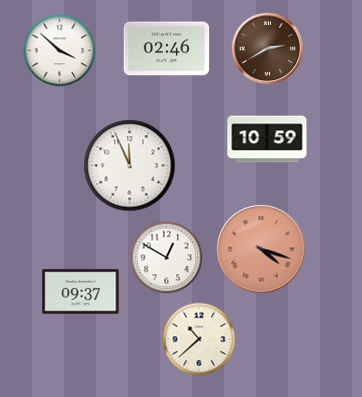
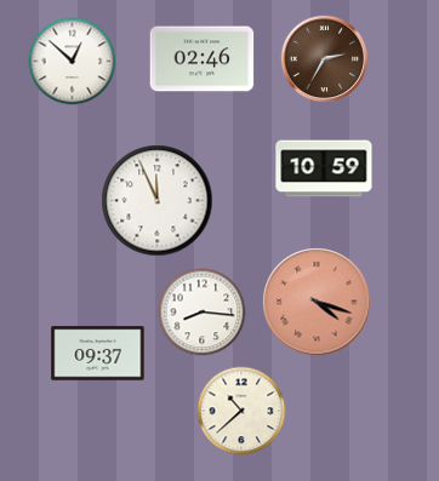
clock at (267, 48): 2:40 -> 2:35
clock at (60, 51): 3:52 -> 12:52
clock at (167, 258): 12:50 -> 8:16
